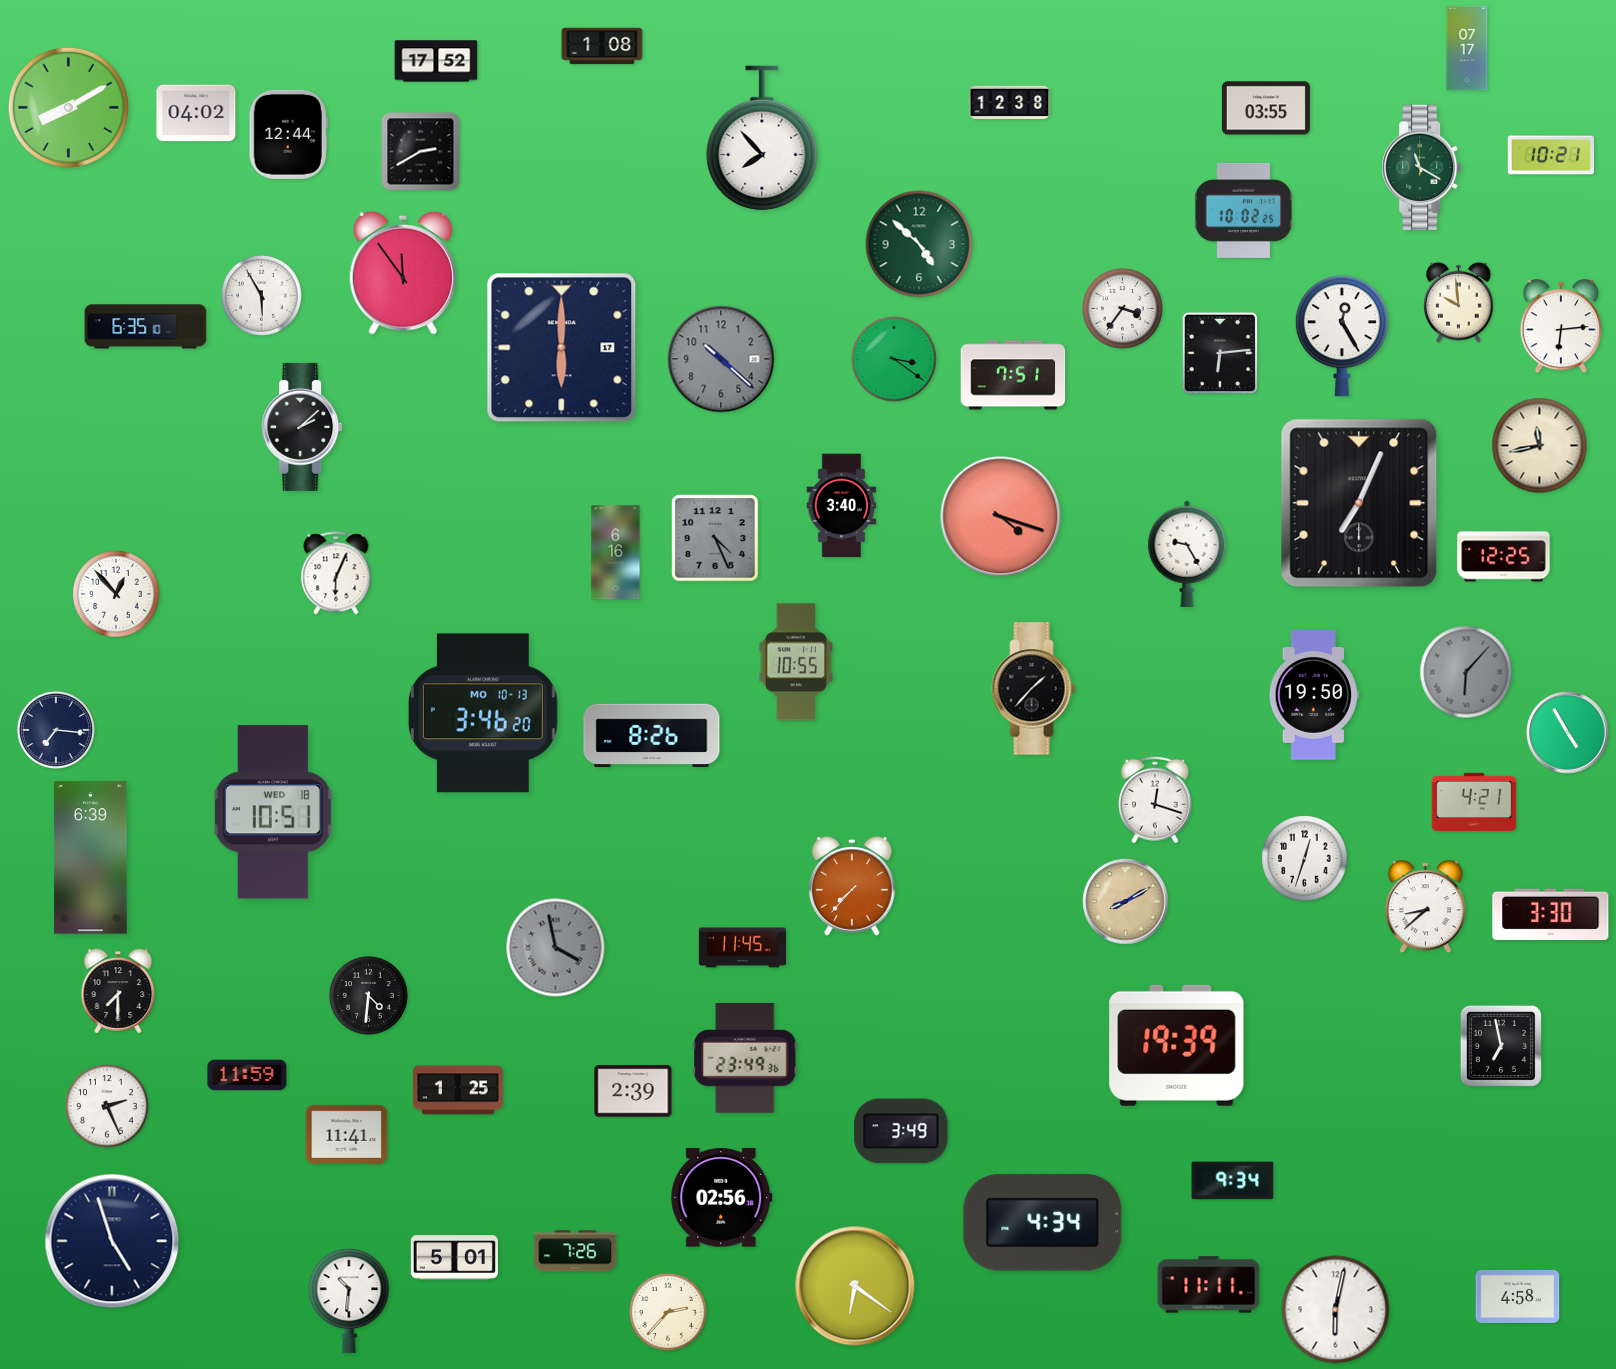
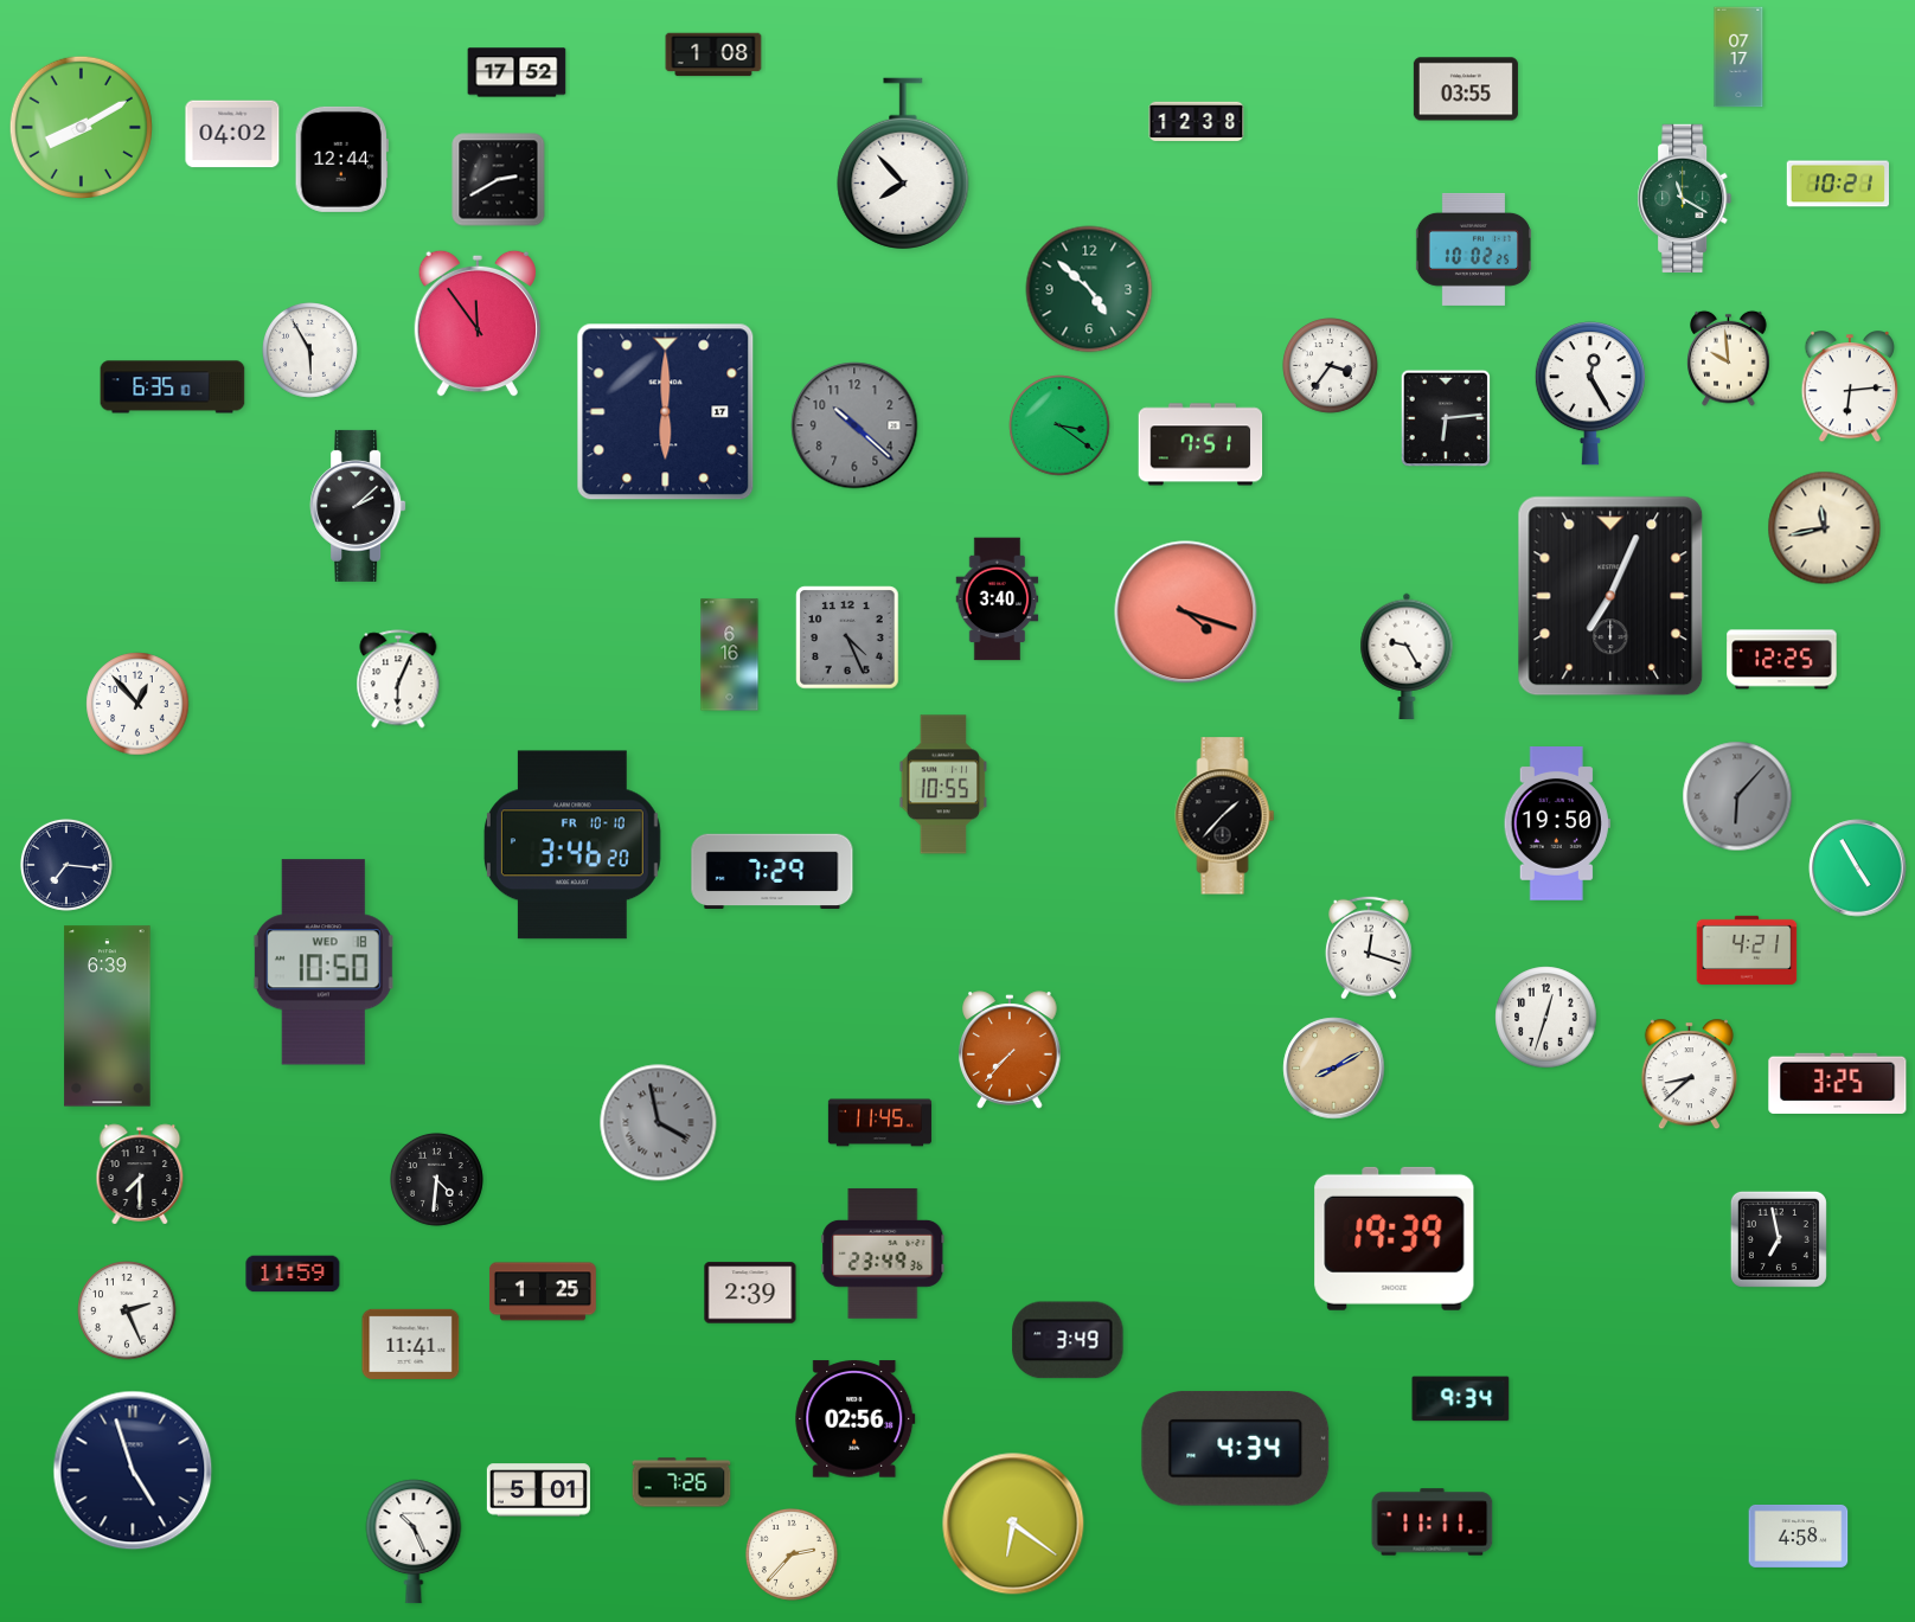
clock at (1266, 108) position: (1266, 108) -> (1466, 89)
clock at (1342, 336) position: (1342, 336) -> (1590, 393)
clock at (483, 713) date: MO 10-13 -> FR 10-10
clock at (652, 736): 8:26 -> 7:29
clock at (273, 812): 10:51 -> 10:50
clock at (1551, 914): 3:30 -> 3:25
clock at (349, 1301): 10:31 -> 10:26
clock at (1336, 1310): 6:02 -> none
